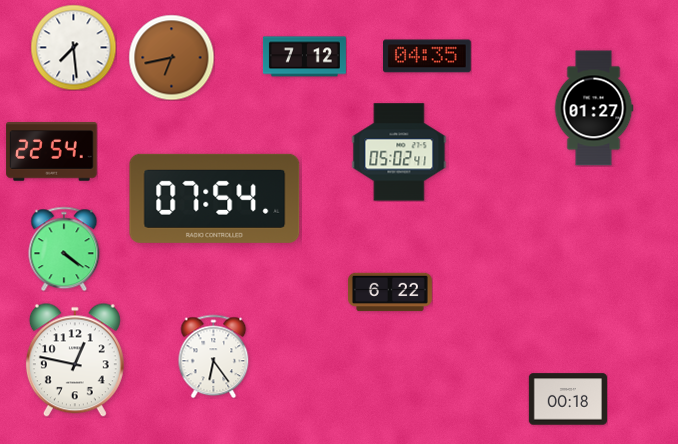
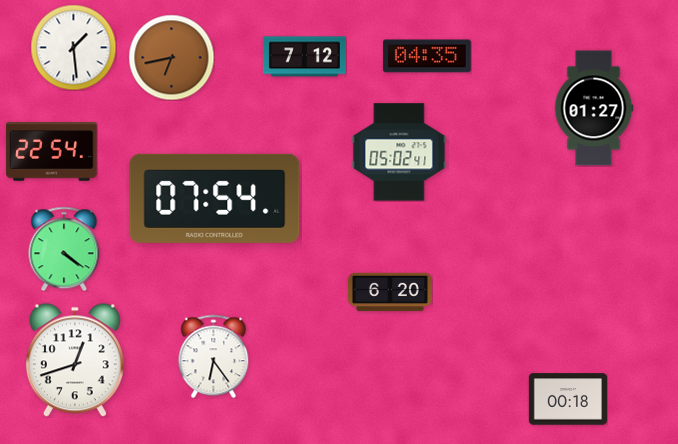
clock at (73, 47): 7:29 -> 1:29
clock at (390, 292): 6:22 -> 6:20
clock at (75, 360): 12:47 -> 12:42
